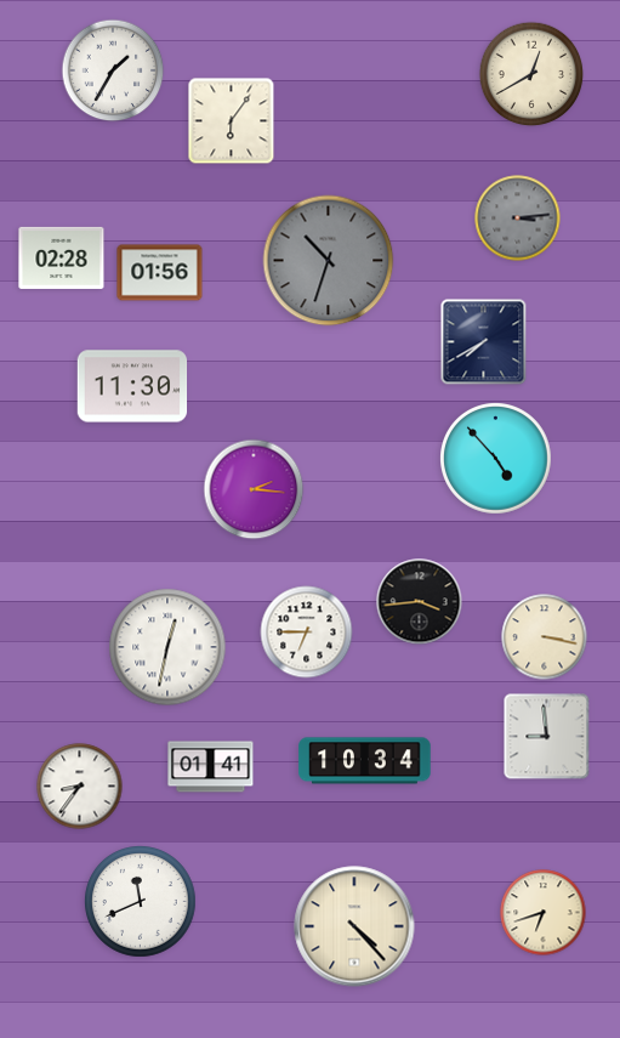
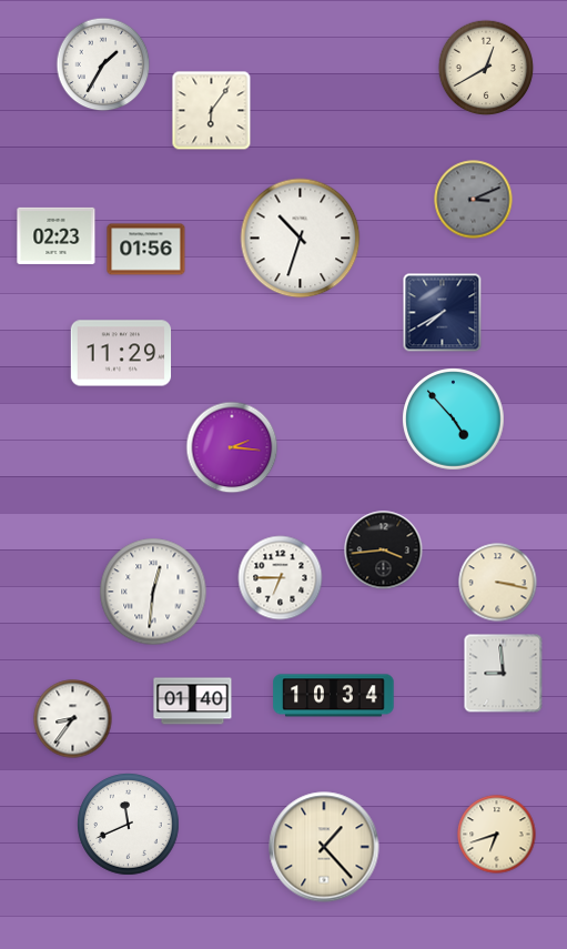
clock at (518, 219): 3:14 -> 3:11
clock at (62, 257): 02:28 -> 02:23
clock at (329, 261) dial: grey -> white
clock at (132, 386): 11:30 -> 11:29
clock at (167, 647): 12:32 -> 12:31
clock at (547, 737) position: (547, 737) -> (504, 674)
clock at (211, 767): 01:41 -> 01:40
clock at (354, 926): 4:23 -> 1:23
